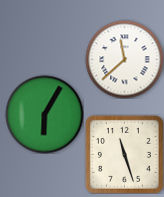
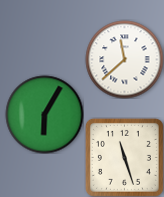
clock at (124, 154) position: (124, 154) -> (124, 157)
